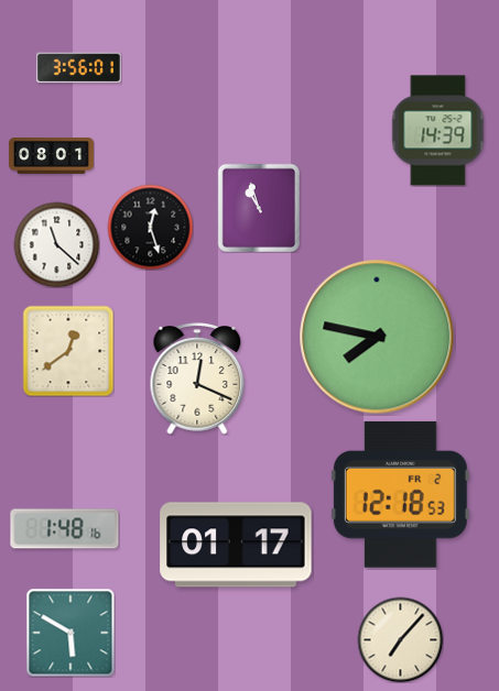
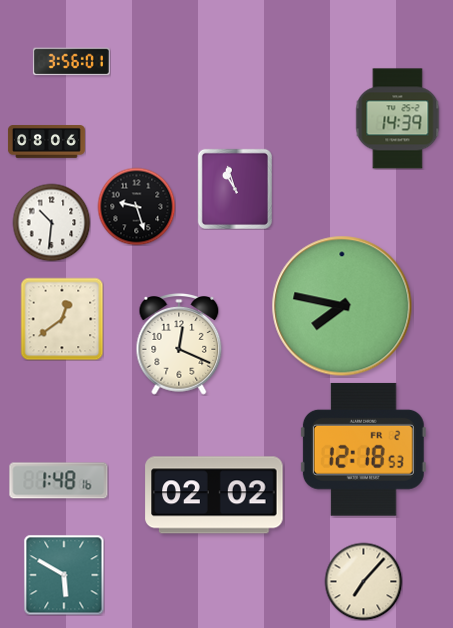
clock at (51, 156): 08:01 -> 08:06
clock at (150, 227): 12:27 -> 9:27
clock at (56, 244): 11:22 -> 10:31
clock at (236, 545): 01:17 -> 02:02
